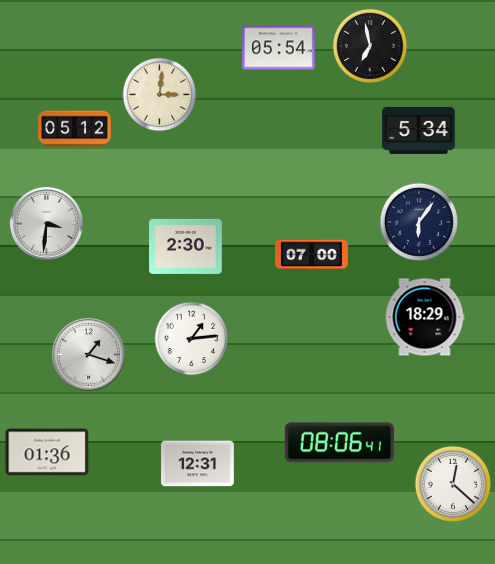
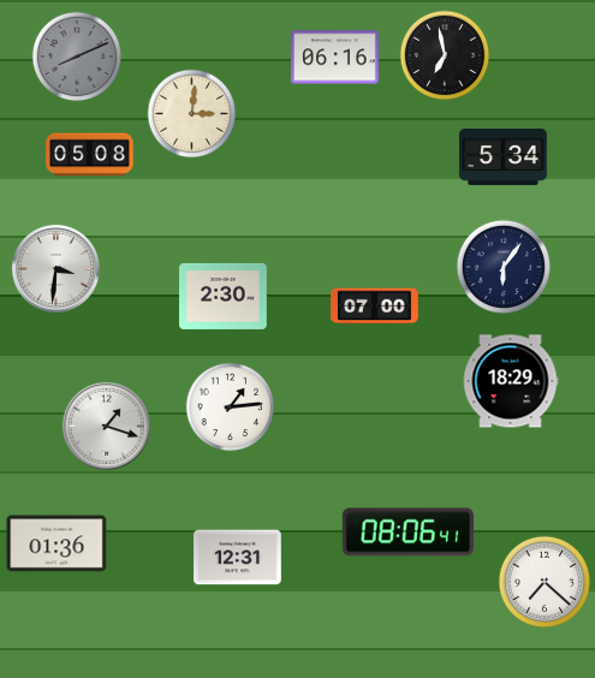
clock at (77, 56): none -> 8:11
clock at (279, 48): 05:54 -> 06:16
clock at (75, 129): 05:12 -> 05:08
clock at (453, 484): 12:22 -> 7:22
